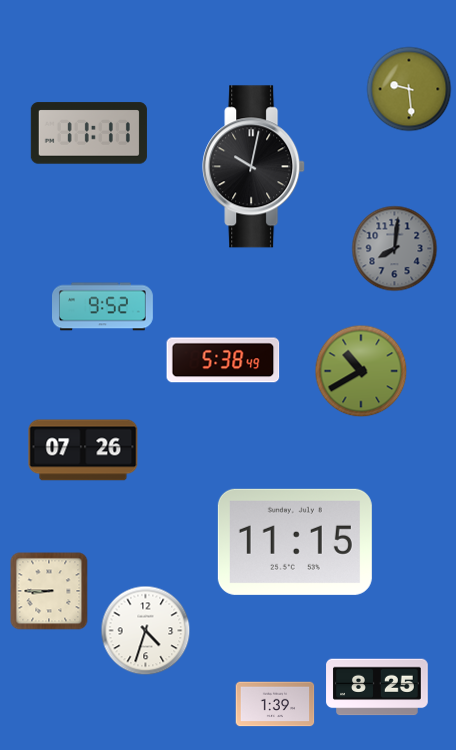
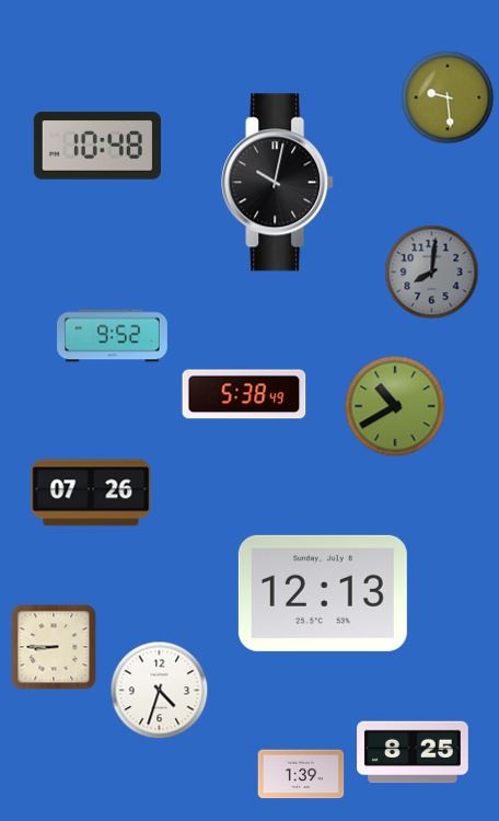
clock at (89, 133): 11:11 -> 10:48
clock at (295, 542): 11:15 -> 12:13
clock at (275, 704) position: (275, 704) -> (301, 774)
